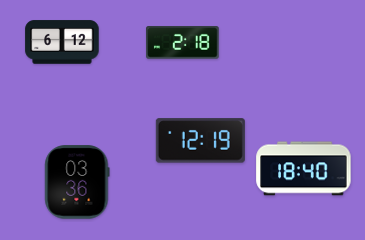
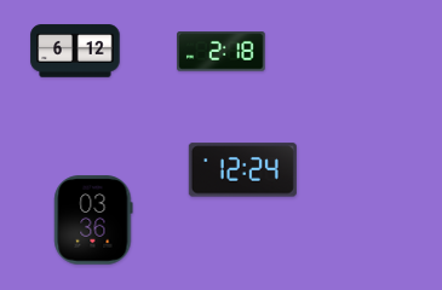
clock at (200, 141): 12:19 -> 12:24
clock at (304, 169): 18:40 -> none
